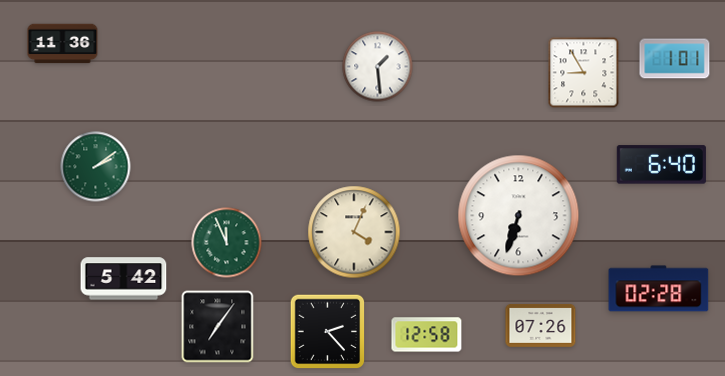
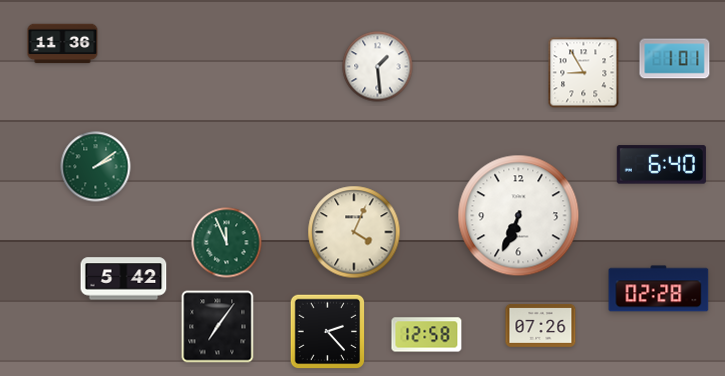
clock at (519, 216): 6:33 -> 6:34
